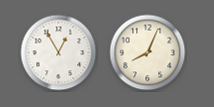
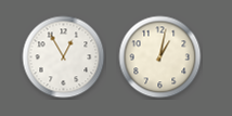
clock at (148, 53): 8:04 -> 1:02
